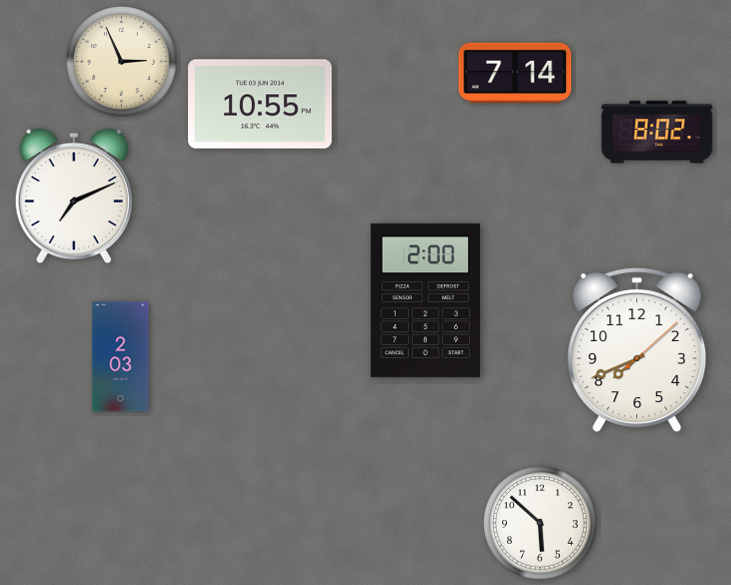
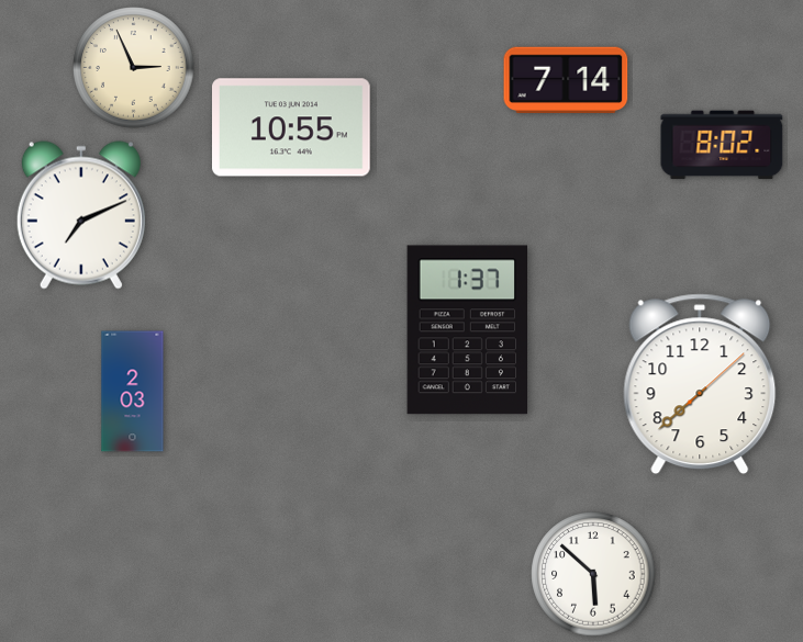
clock at (261, 104) position: (261, 104) -> (292, 127)
clock at (426, 301): 2:00 -> 1:37
clock at (637, 350): 7:41 -> 7:38
